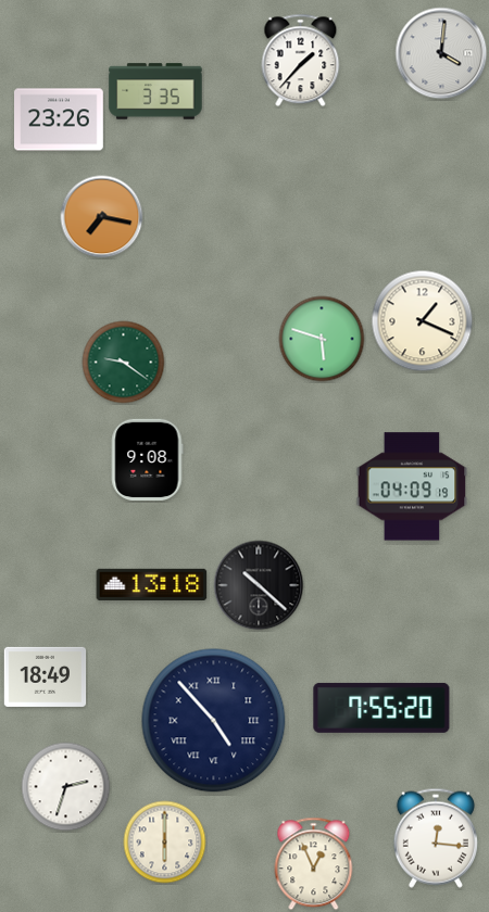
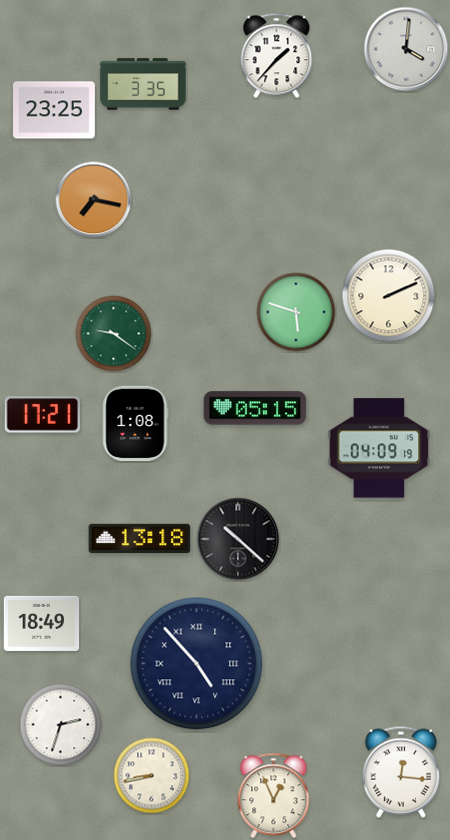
clock at (60, 119): 23:26 -> 23:25
clock at (423, 321): 1:19 -> 2:11
clock at (255, 408): none -> 05:15
clock at (42, 415): none -> 17:21
clock at (147, 459): 9:08 -> 1:08
clock at (381, 708): 7:55 -> none
clock at (165, 843): 6:00 -> 8:43
clock at (314, 864) position: (314, 864) -> (274, 796)
